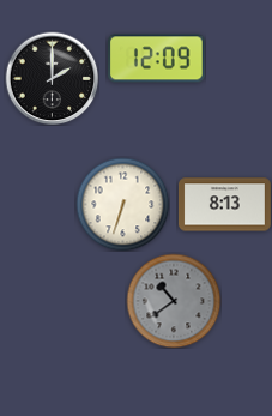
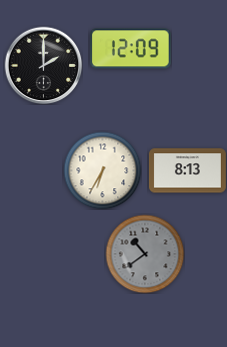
clock at (122, 204): 6:33 -> 6:35
clock at (174, 301) position: (174, 301) -> (145, 254)
